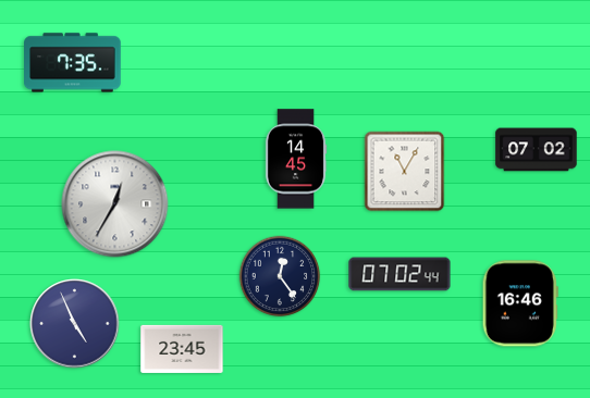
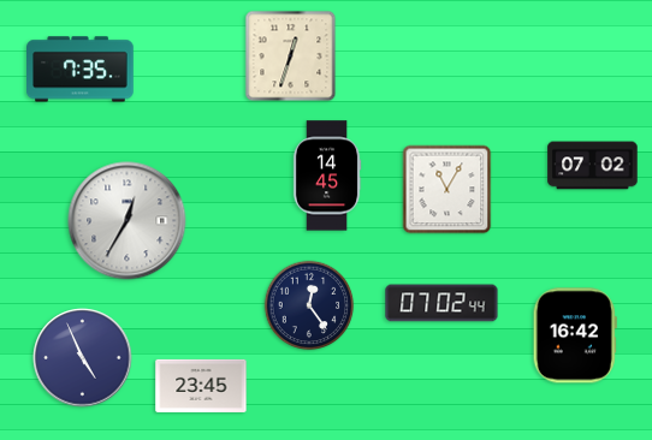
clock at (291, 57): none -> 12:33
clock at (115, 204) position: (115, 204) -> (128, 221)
clock at (520, 303): 16:46 -> 16:42
